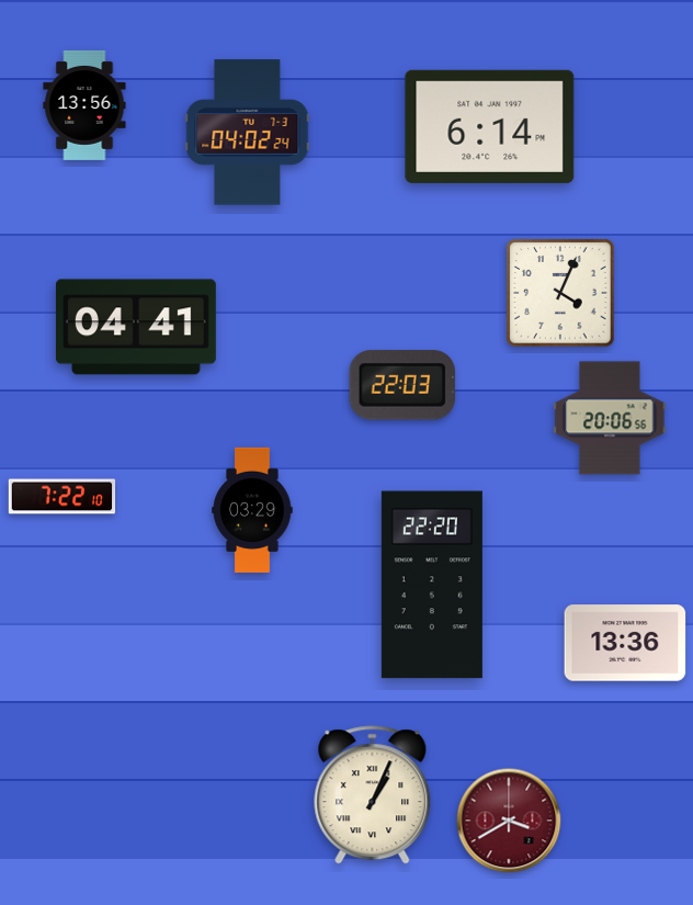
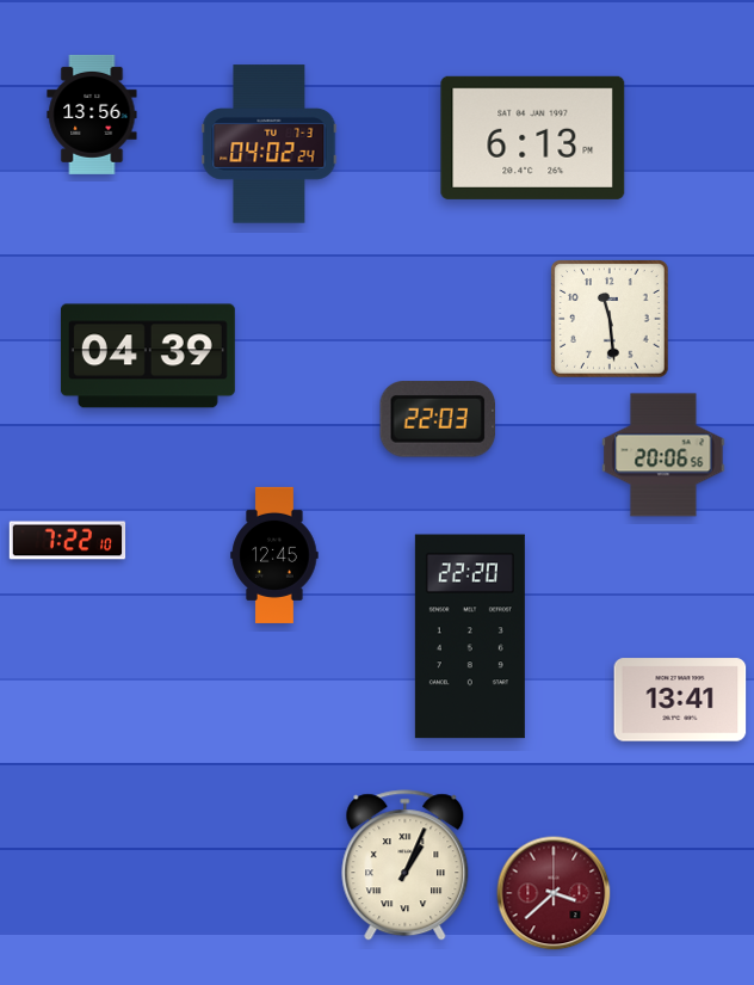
clock at (490, 126): 6:14 -> 6:13
clock at (560, 293): 4:04 -> 11:29
clock at (136, 327): 04:41 -> 04:39
clock at (252, 510): 03:29 -> 12:45
clock at (625, 643): 13:36 -> 13:41
clock at (509, 821): 3:40 -> 3:38
